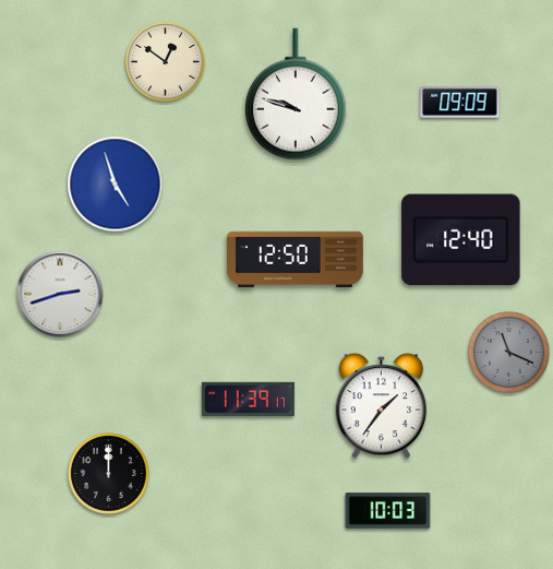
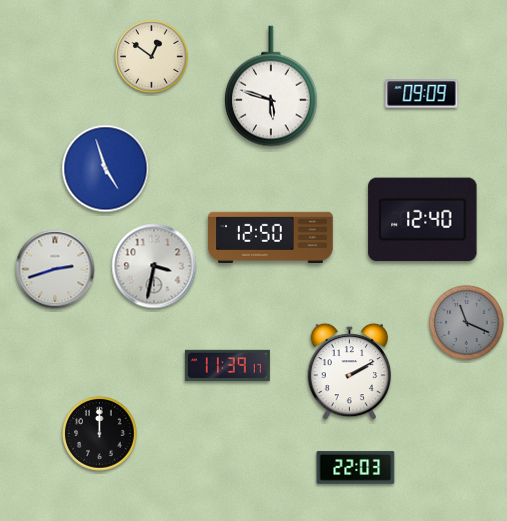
clock at (296, 94): 9:48 -> 5:48
clock at (154, 266): none -> 3:32
clock at (382, 406): 1:36 -> 2:10
clock at (388, 511): 10:03 -> 22:03
